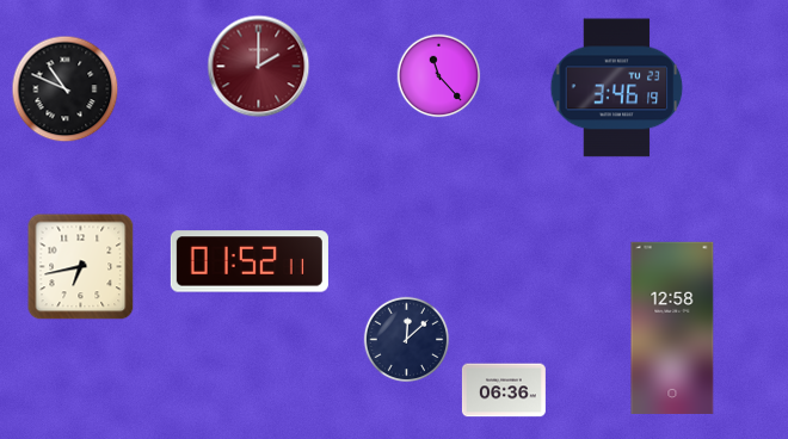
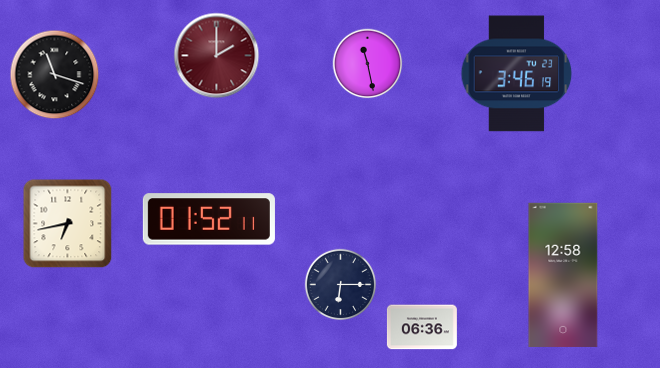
clock at (439, 76): 11:23 -> 11:28
clock at (66, 89): 10:49 -> 11:18
clock at (407, 340): 12:08 -> 6:15
